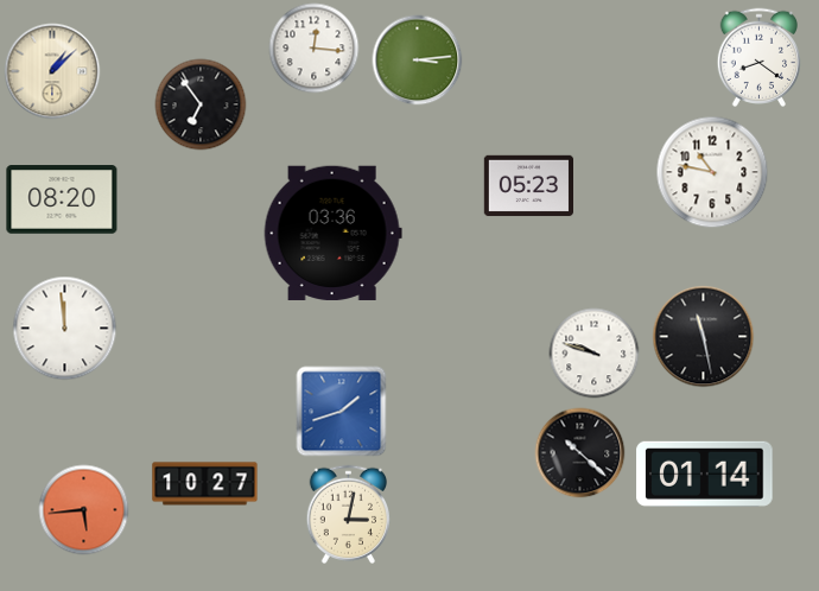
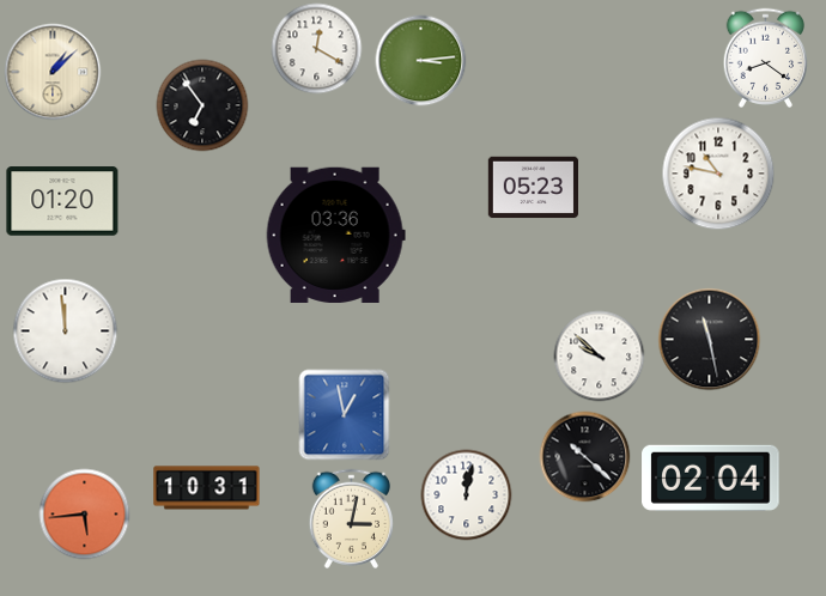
clock at (315, 49): 12:16 -> 12:20
clock at (62, 199): 08:20 -> 01:20
clock at (595, 354): 9:48 -> 9:52
clock at (342, 412): 1:42 -> 12:58
clock at (705, 474): 01:14 -> 02:04
clock at (205, 484): 10:27 -> 10:31
clock at (467, 495): none -> 12:02
